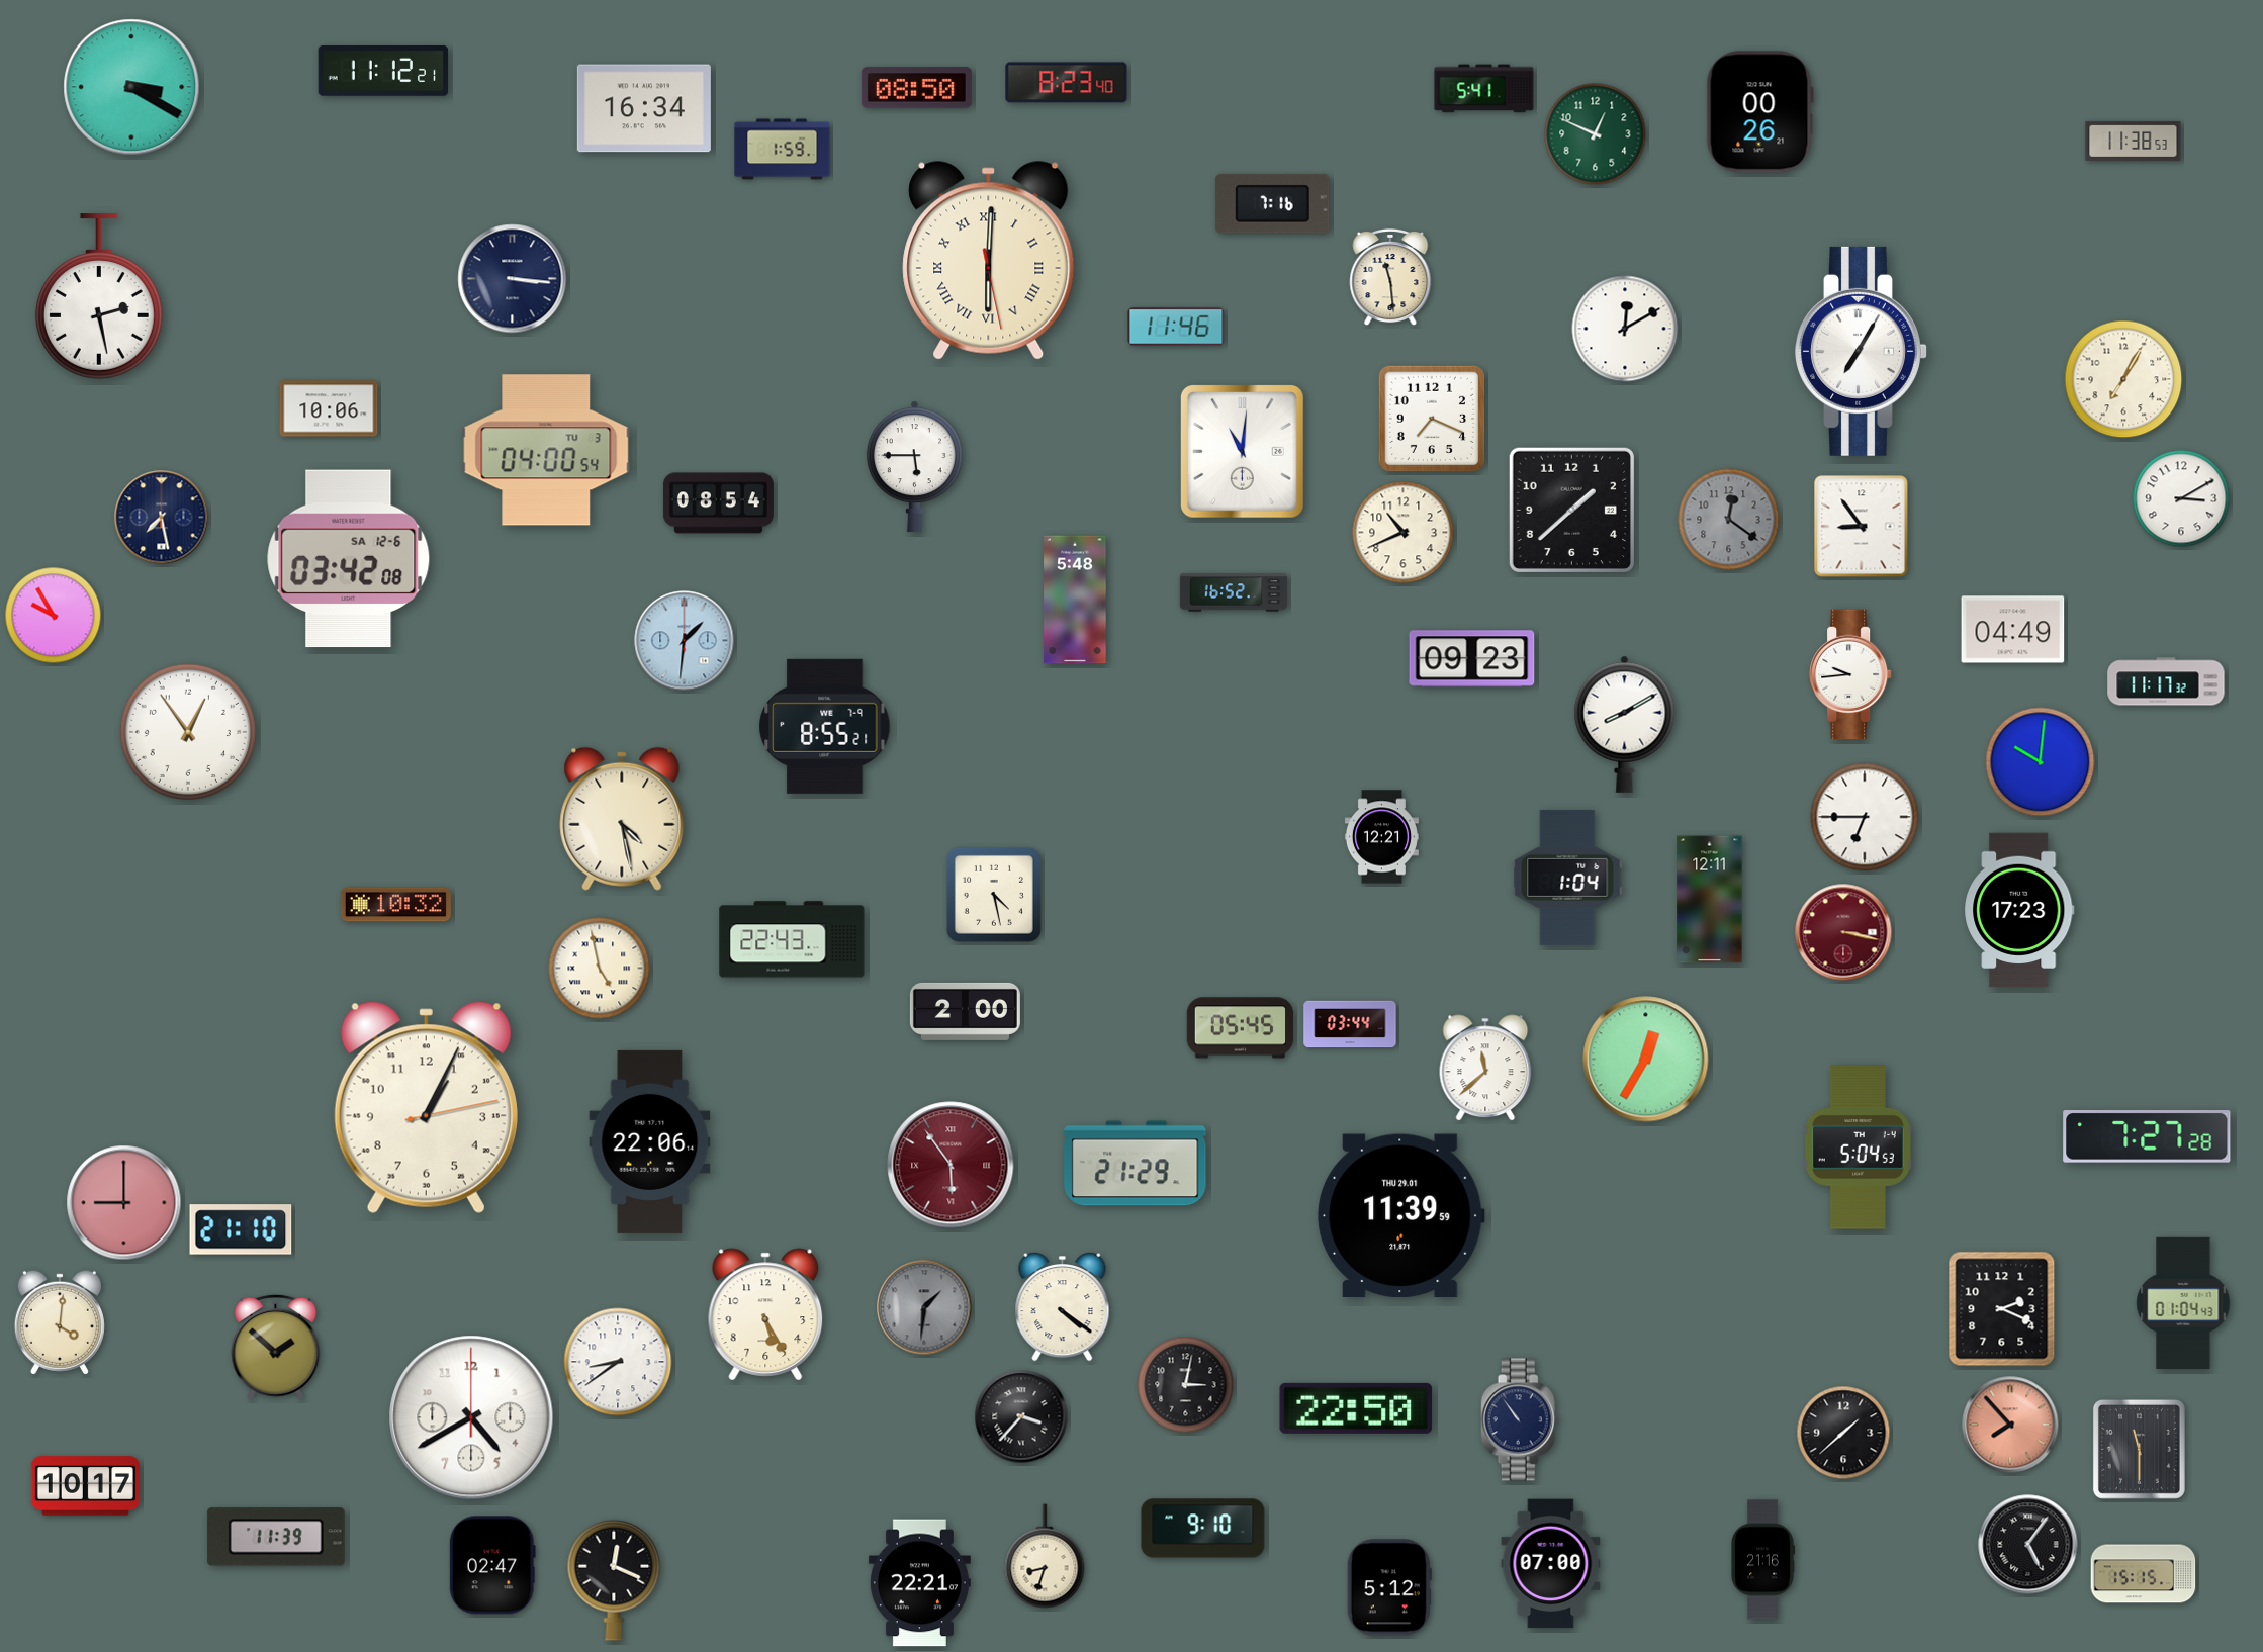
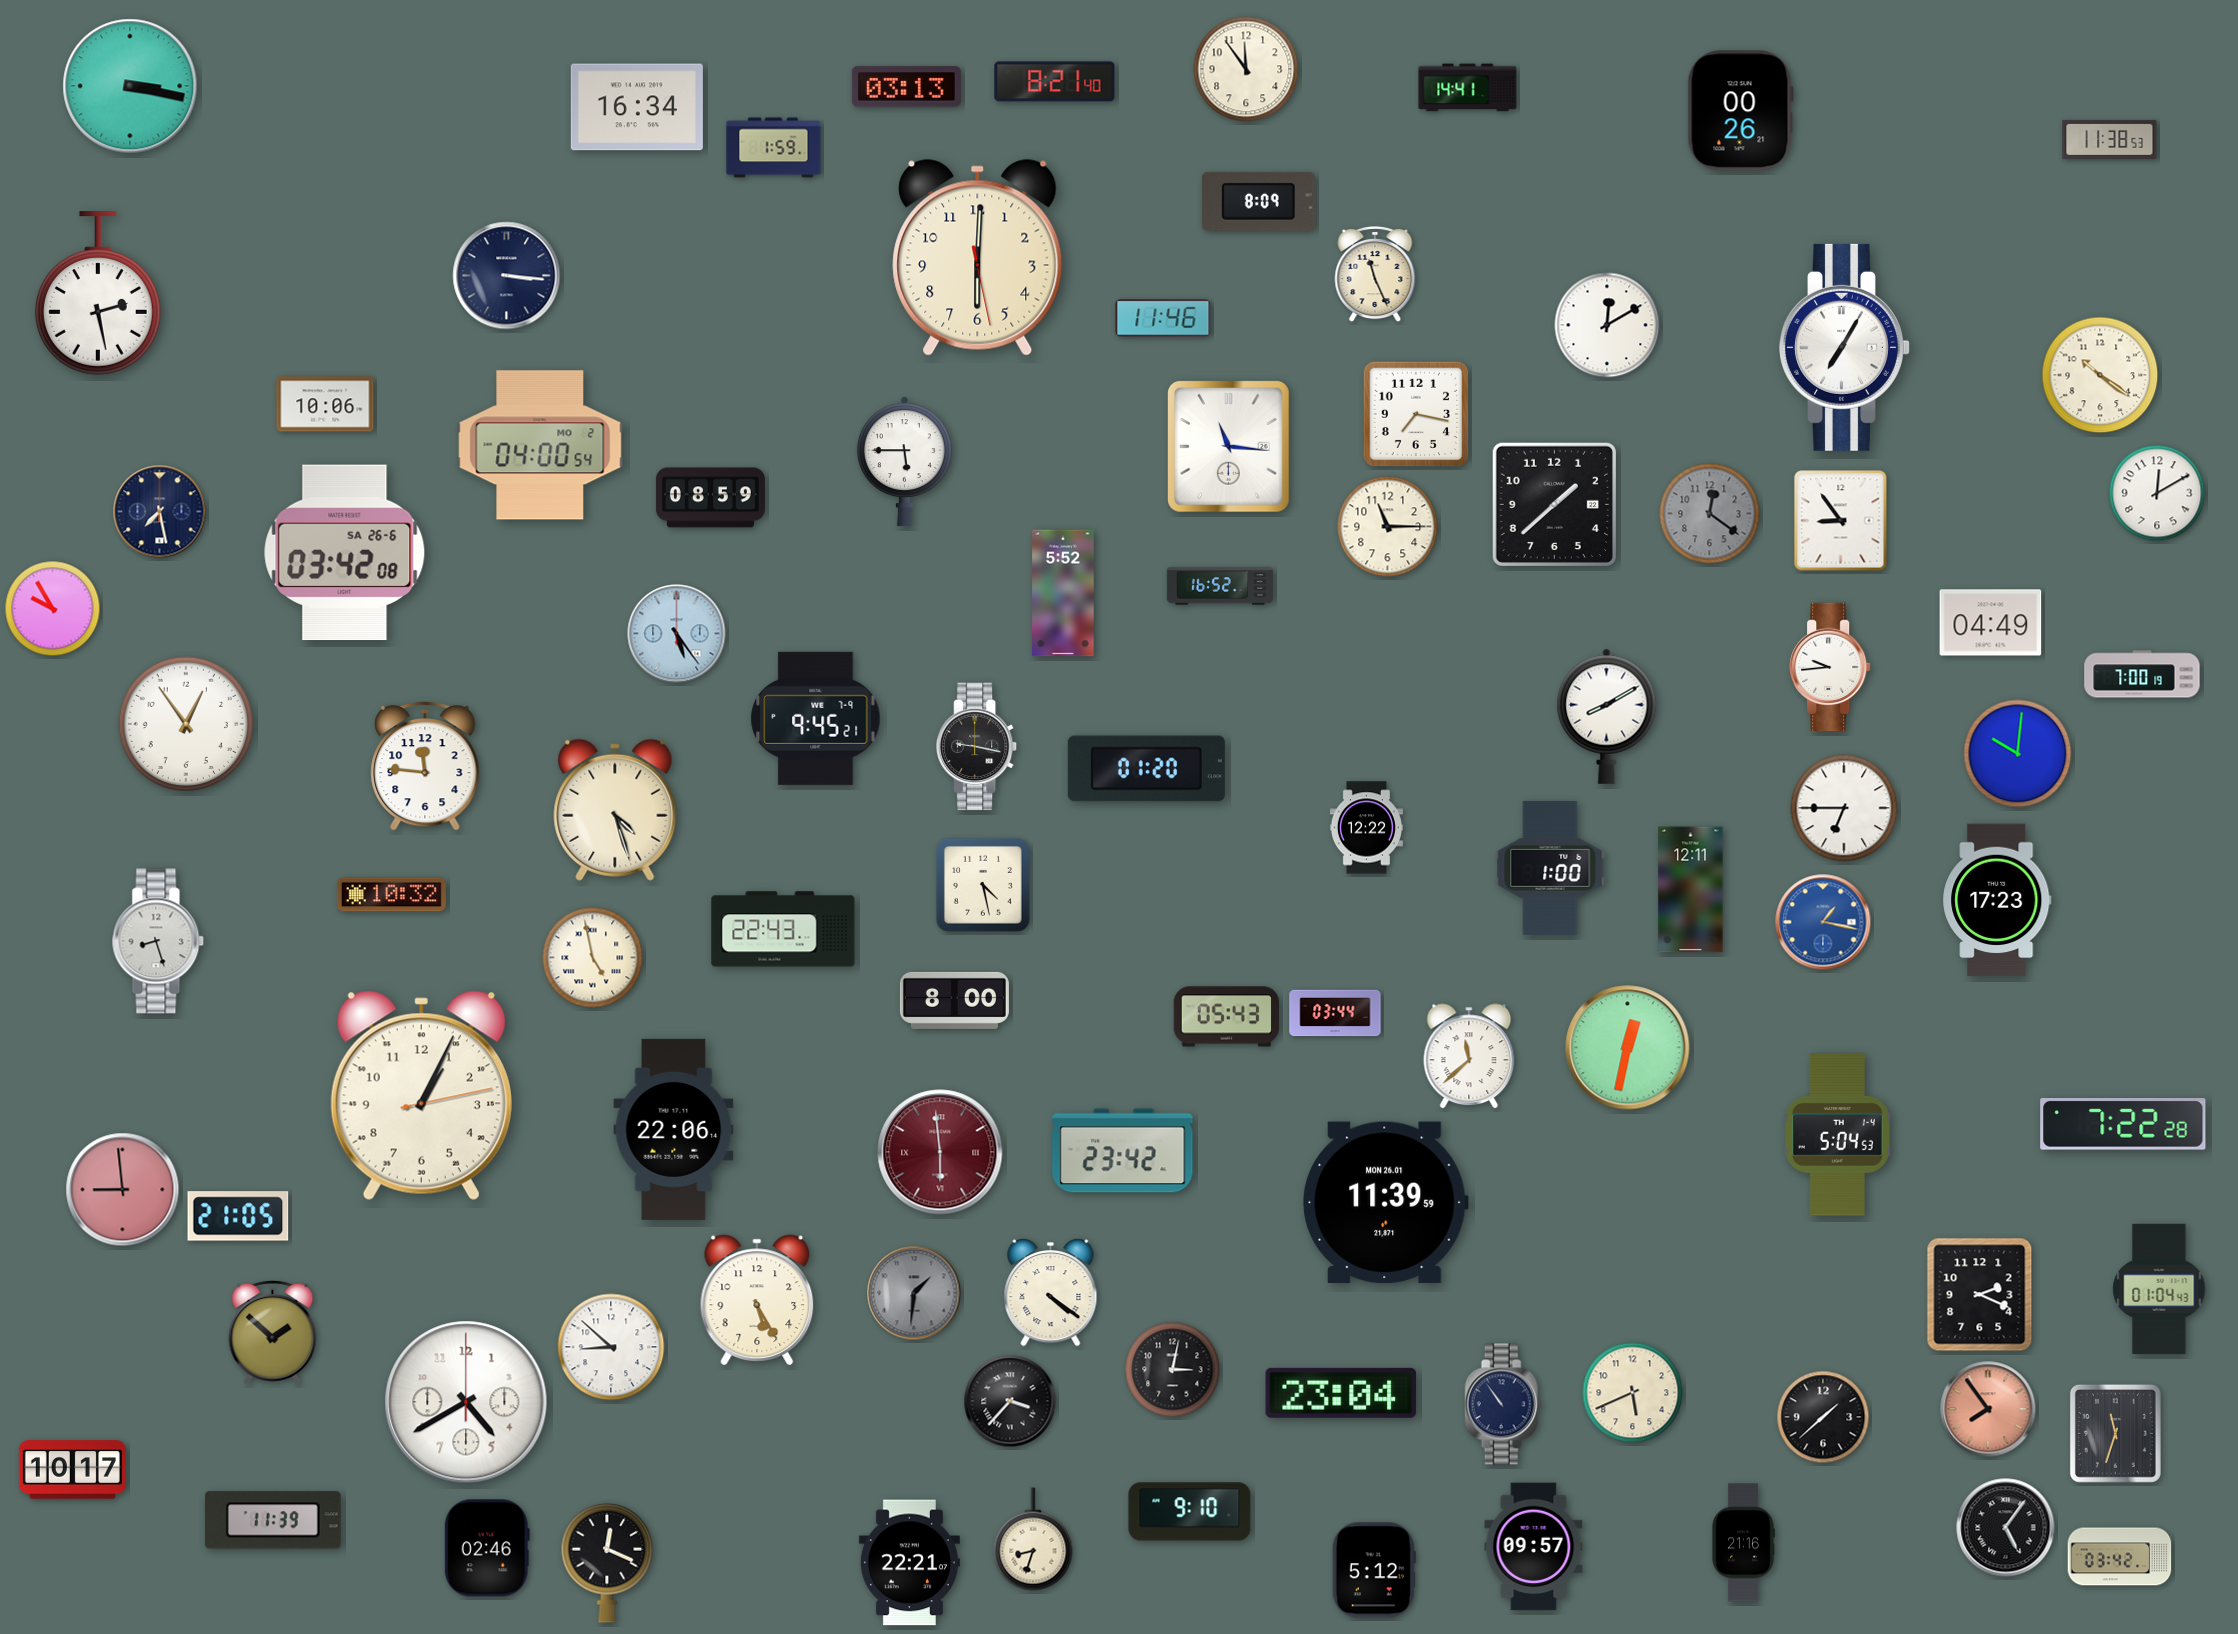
clock at (1246, 69): none -> 11:54
clock at (383, 72): 11:12 -> none
clock at (1067, 83): 8:23 -> 8:21
clock at (131, 87): 3:20 -> 3:17
clock at (916, 88): 08:50 -> 03:13
clock at (1484, 89): 5:41 -> 14:41
clock at (1596, 134): 12:49 -> none
clock at (1272, 203): 7:16 -> 8:09
clock at (989, 261) numerals: Roman -> Arabic
clock at (1390, 277): 11:29 -> 11:26
clock at (1176, 327) position: (1176, 327) -> (1163, 318)
clock at (1862, 351) position: (1862, 351) -> (1845, 347)
clock at (2123, 379): 7:05 -> 10:21
clock at (1432, 419): 7:19 -> 7:17
clock at (546, 450) date: TU 3 -> MO 2
clock at (1243, 452): 11:01 -> 11:16
clock at (2181, 498): 3:10 -> 12:10
clock at (718, 503): 08:54 -> 08:59
clock at (1404, 533): 10:41 -> 11:15
clock at (349, 559) date: SA 12-6 -> SA 26-6
clock at (1075, 600): 5:48 -> 5:52
clock at (685, 641): 1:31 -> 5:24
clock at (1472, 659): 09:23 -> none
clock at (2166, 681): 11:17 -> 7:00
clock at (825, 726): 8:55 -> 9:45
clock at (978, 747): none -> 9:17
clock at (425, 766): none -> 11:46
clock at (1146, 769): none -> 01:20
clock at (622, 819): 4:28 -> 4:27
clock at (1381, 837): 12:21 -> 12:22
clock at (1567, 878): 1:04 -> 1:00
clock at (1843, 932): 3:17 -> 1:17
clock at (1843, 932) dial: burgundy -> blue
clock at (158, 941): none -> 8:27
clock at (965, 1011): 2:00 -> 8:00
clock at (1241, 1028): 05:45 -> 05:43
clock at (1646, 1060): 12:35 -> 12:32
clock at (2147, 1137): 7:27 -> 7:22
clock at (650, 1141) position: (650, 1141) -> (674, 1129)
clock at (1136, 1164): 21:29 -> 23:42
clock at (951, 1165): 5:54 -> 5:59
clock at (124, 1203): 9:00 -> 8:59
clock at (1401, 1215) date: THU 29.01 -> MON 26.01
clock at (241, 1229): 21:10 -> 21:05
clock at (60, 1322): 4:01 -> none
clock at (618, 1362): 8:39 -> 8:52
clock at (1356, 1408): 22:50 -> 23:04
clock at (1633, 1393): none -> 5:41
clock at (2010, 1425): 7:53 -> 7:54
clock at (2139, 1449): 11:30 -> 11:33
clock at (85, 1486) position: (85, 1486) -> (72, 1470)
clock at (1551, 1564): 07:00 -> 09:57
clock at (492, 1565): 02:47 -> 02:46
clock at (2144, 1574): 15:15 -> 03:42
clock at (919, 1583) position: (919, 1583) -> (909, 1563)
